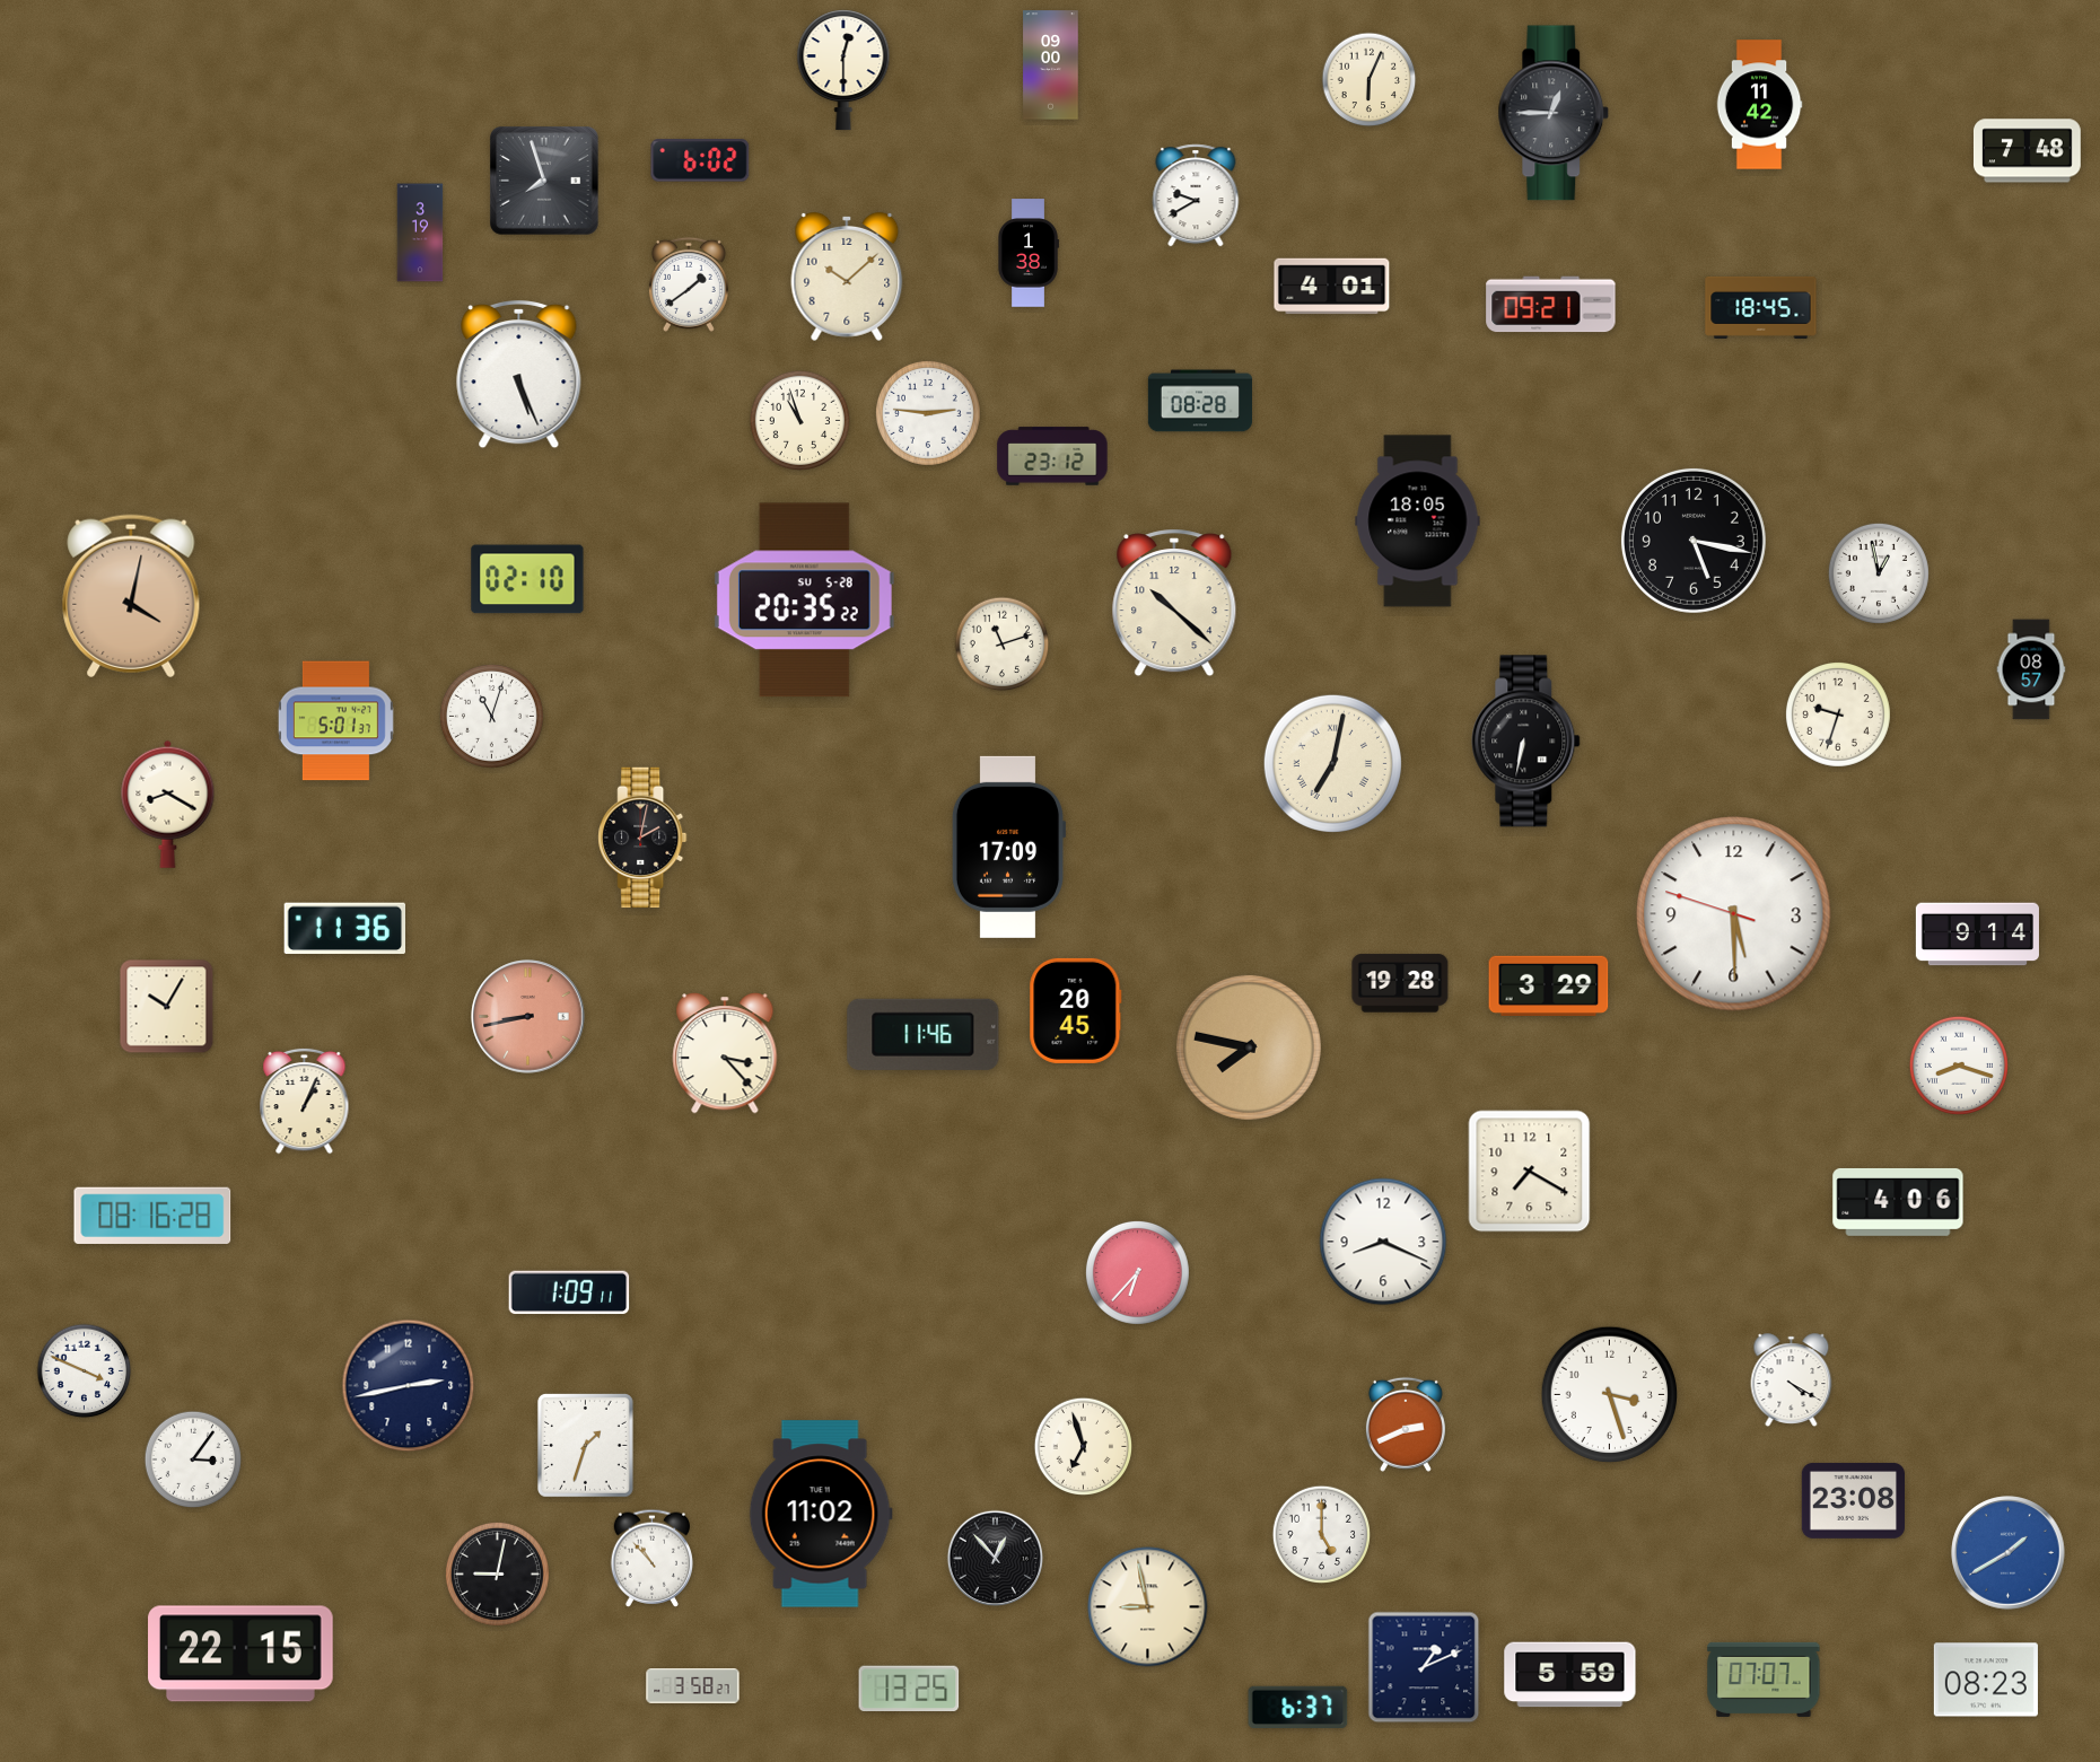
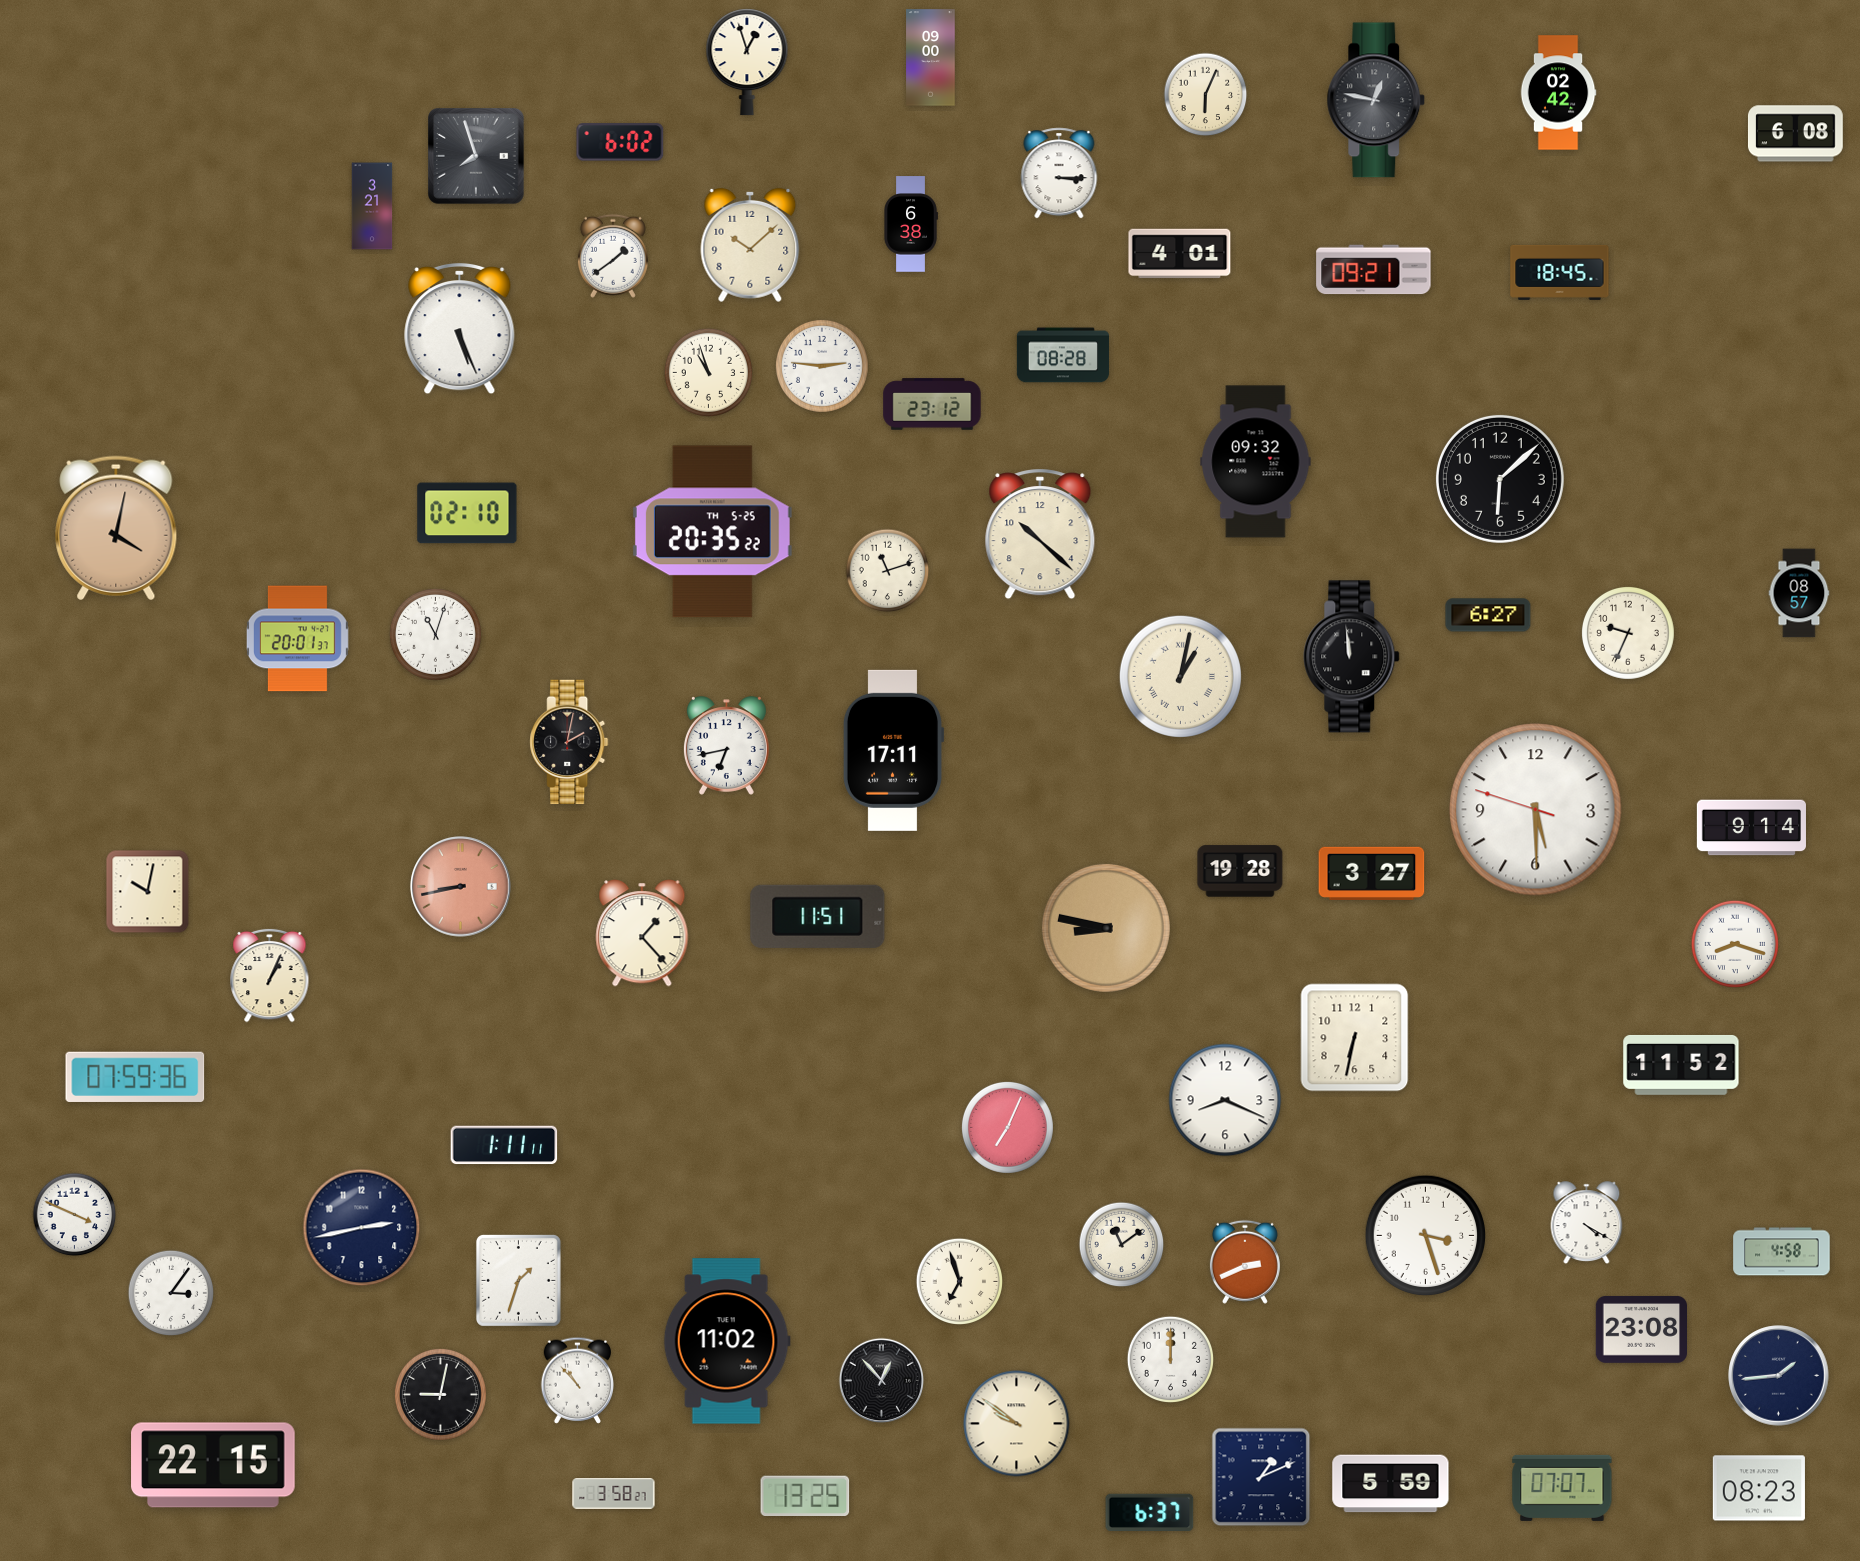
clock at (843, 70): 12:30 -> 12:57
clock at (1370, 80) position: (1370, 80) -> (1206, 95)
clock at (1759, 105): 11:42 -> 02:42
clock at (1554, 113): 12:45 -> 12:47
clock at (2027, 151): 7:48 -> 6:08
clock at (545, 182) position: (545, 182) -> (477, 157)
clock at (1196, 195): 9:40 -> 3:15
clock at (420, 233): 3:19 -> 3:21
clock at (1029, 253): 1:38 -> 6:38
clock at (689, 284) position: (689, 284) -> (613, 256)
clock at (519, 375) position: (519, 375) -> (460, 329)
clock at (1418, 521): 18:05 -> 09:32
clock at (1694, 541): 5:17 -> 6:08
clock at (1879, 573): 12:58 -> none
clock at (804, 601) date: SU 5-28 -> TH 5-25
clock at (1488, 615): none -> 6:27
clock at (1838, 715): 9:33 -> 9:34
clock at (335, 721): 5:01 -> 20:01
clock at (1526, 742): 6:32 -> 11:59
clock at (1332, 763): 7:02 -> 1:02
clock at (168, 804): 8:20 -> none
clock at (726, 746): none -> 6:43
clock at (1008, 847): 17:09 -> 17:11
clock at (344, 929): 11:36 -> none
clock at (1549, 985): 3:29 -> 3:27
clock at (167, 1007): 10:05 -> 10:02
clock at (1076, 1010): 20:45 -> none
clock at (528, 1017) position: (528, 1017) -> (461, 887)
clock at (924, 1034): 11:46 -> 11:51
clock at (1249, 1047): 7:47 -> 8:47
clock at (725, 1054): 3:23 -> 1:23
clock at (1530, 1172): 7:20 -> 6:32
clock at (1898, 1202): 4:06 -> 11:52
clock at (152, 1216): 08:16 -> 07:59
clock at (1137, 1272): 6:37 -> 7:04
clock at (569, 1292): 1:09 -> 1:11
clock at (1122, 1245): none -> 11:09
clock at (1782, 1252): none -> 4:58
clock at (1321, 1534): 5:00 -> 12:00
clock at (2009, 1553): 1:40 -> 1:44
clock at (2009, 1553) dial: blue -> navy
clock at (1148, 1607): 8:58 -> 9:51
